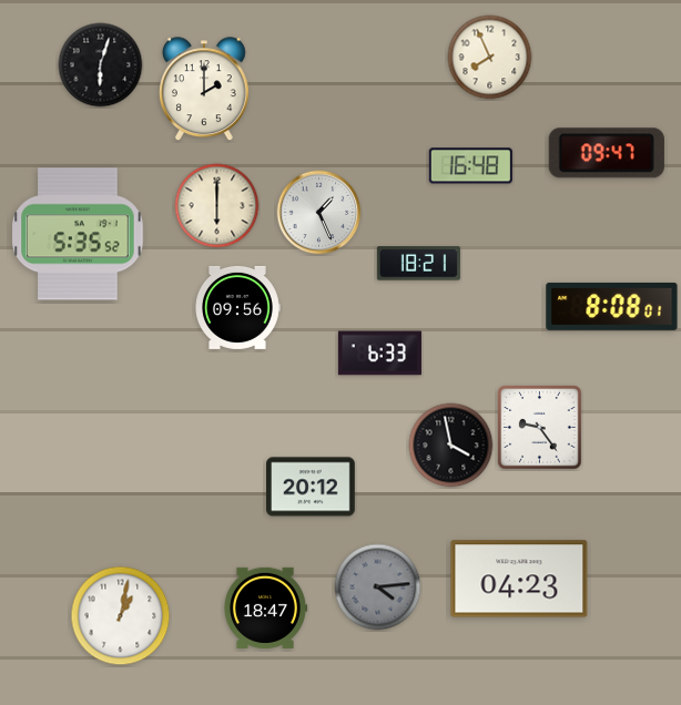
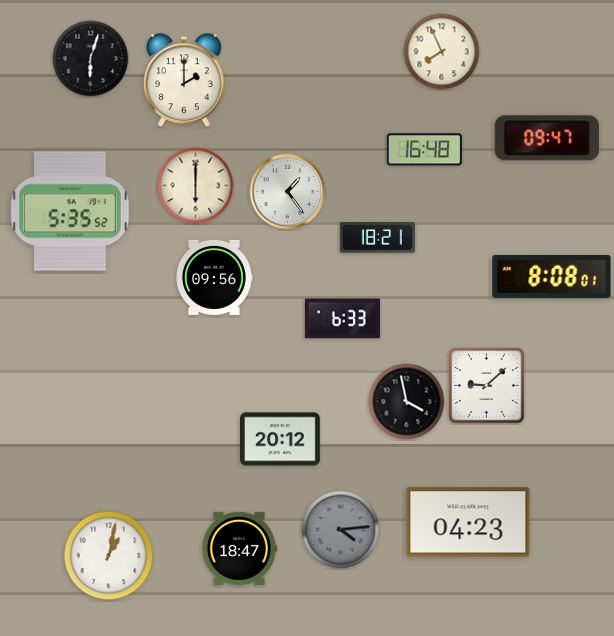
clock at (319, 213): 1:26 -> 1:24
clock at (540, 428): 9:24 -> 9:08
